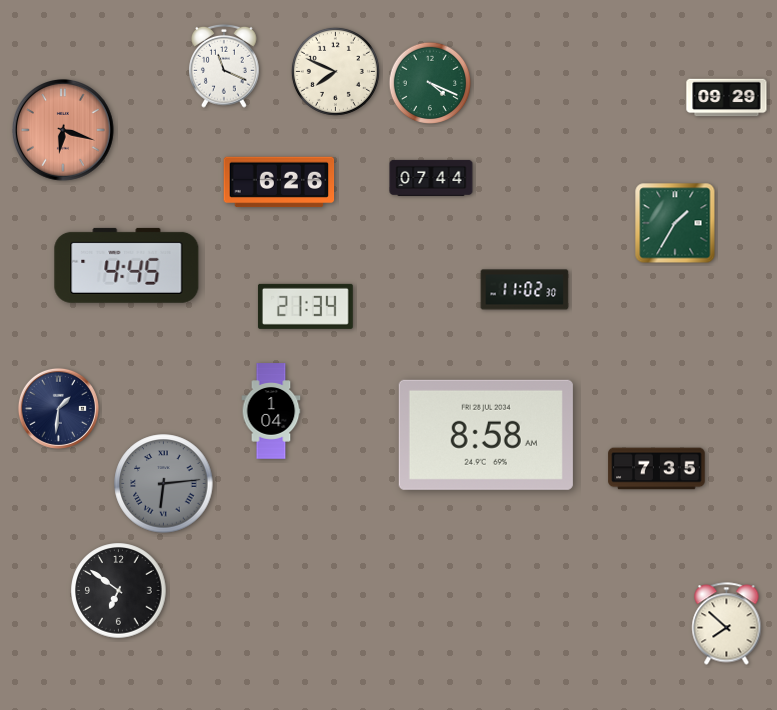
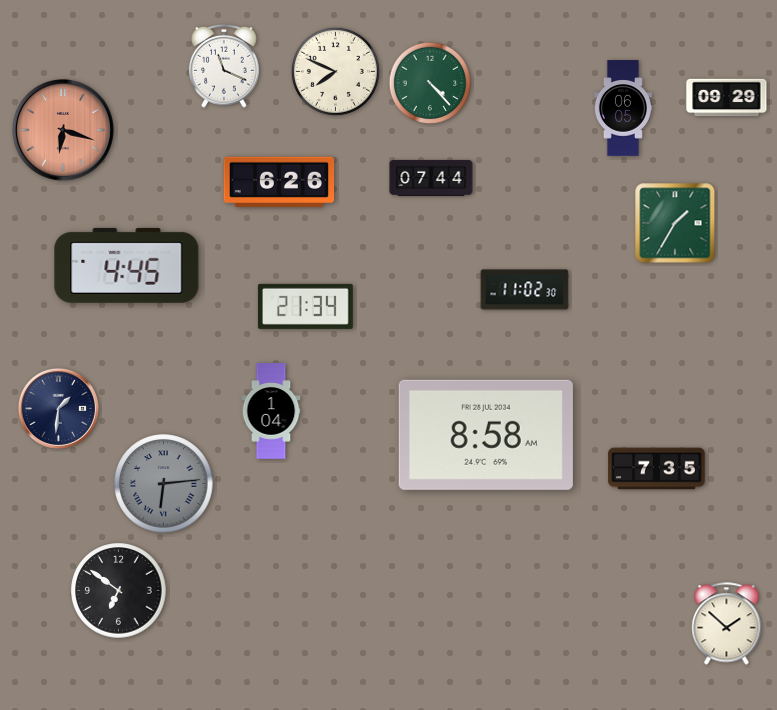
clock at (429, 82): 4:19 -> 4:23
clock at (623, 108): none -> 06:05
clock at (727, 624): 7:52 -> 1:52
